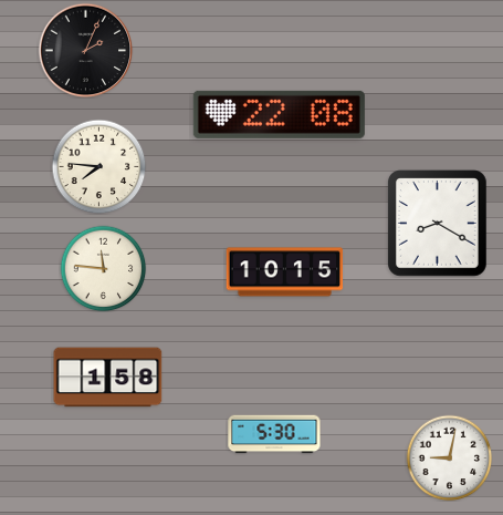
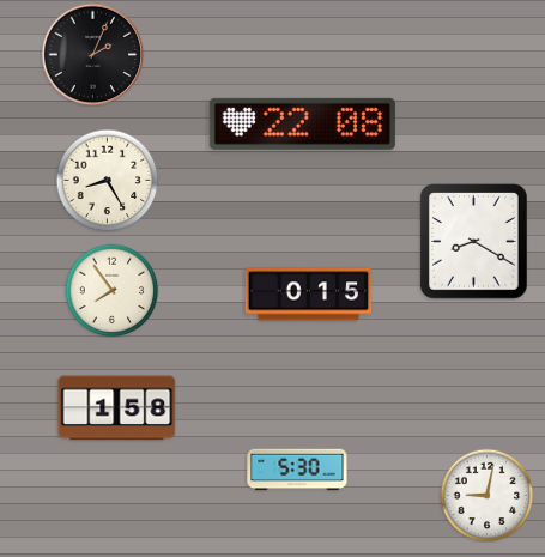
clock at (98, 166): 7:46 -> 8:25
clock at (103, 268): 11:46 -> 7:54
clock at (285, 272): 10:15 -> 0:15
